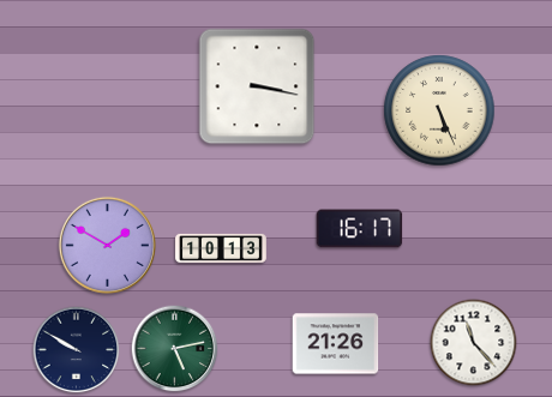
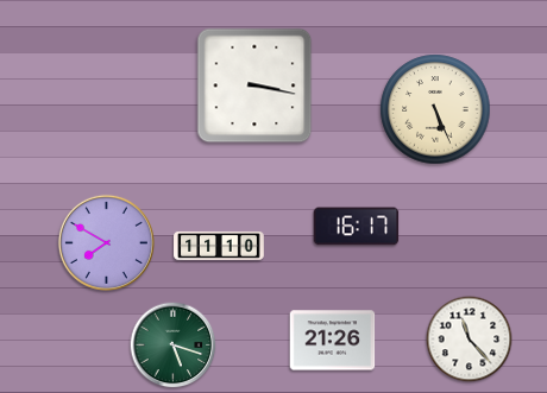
clock at (107, 245): 1:50 -> 7:50
clock at (221, 248): 10:13 -> 11:10
clock at (175, 349): 5:13 -> 5:18
clock at (77, 350): 9:50 -> none
